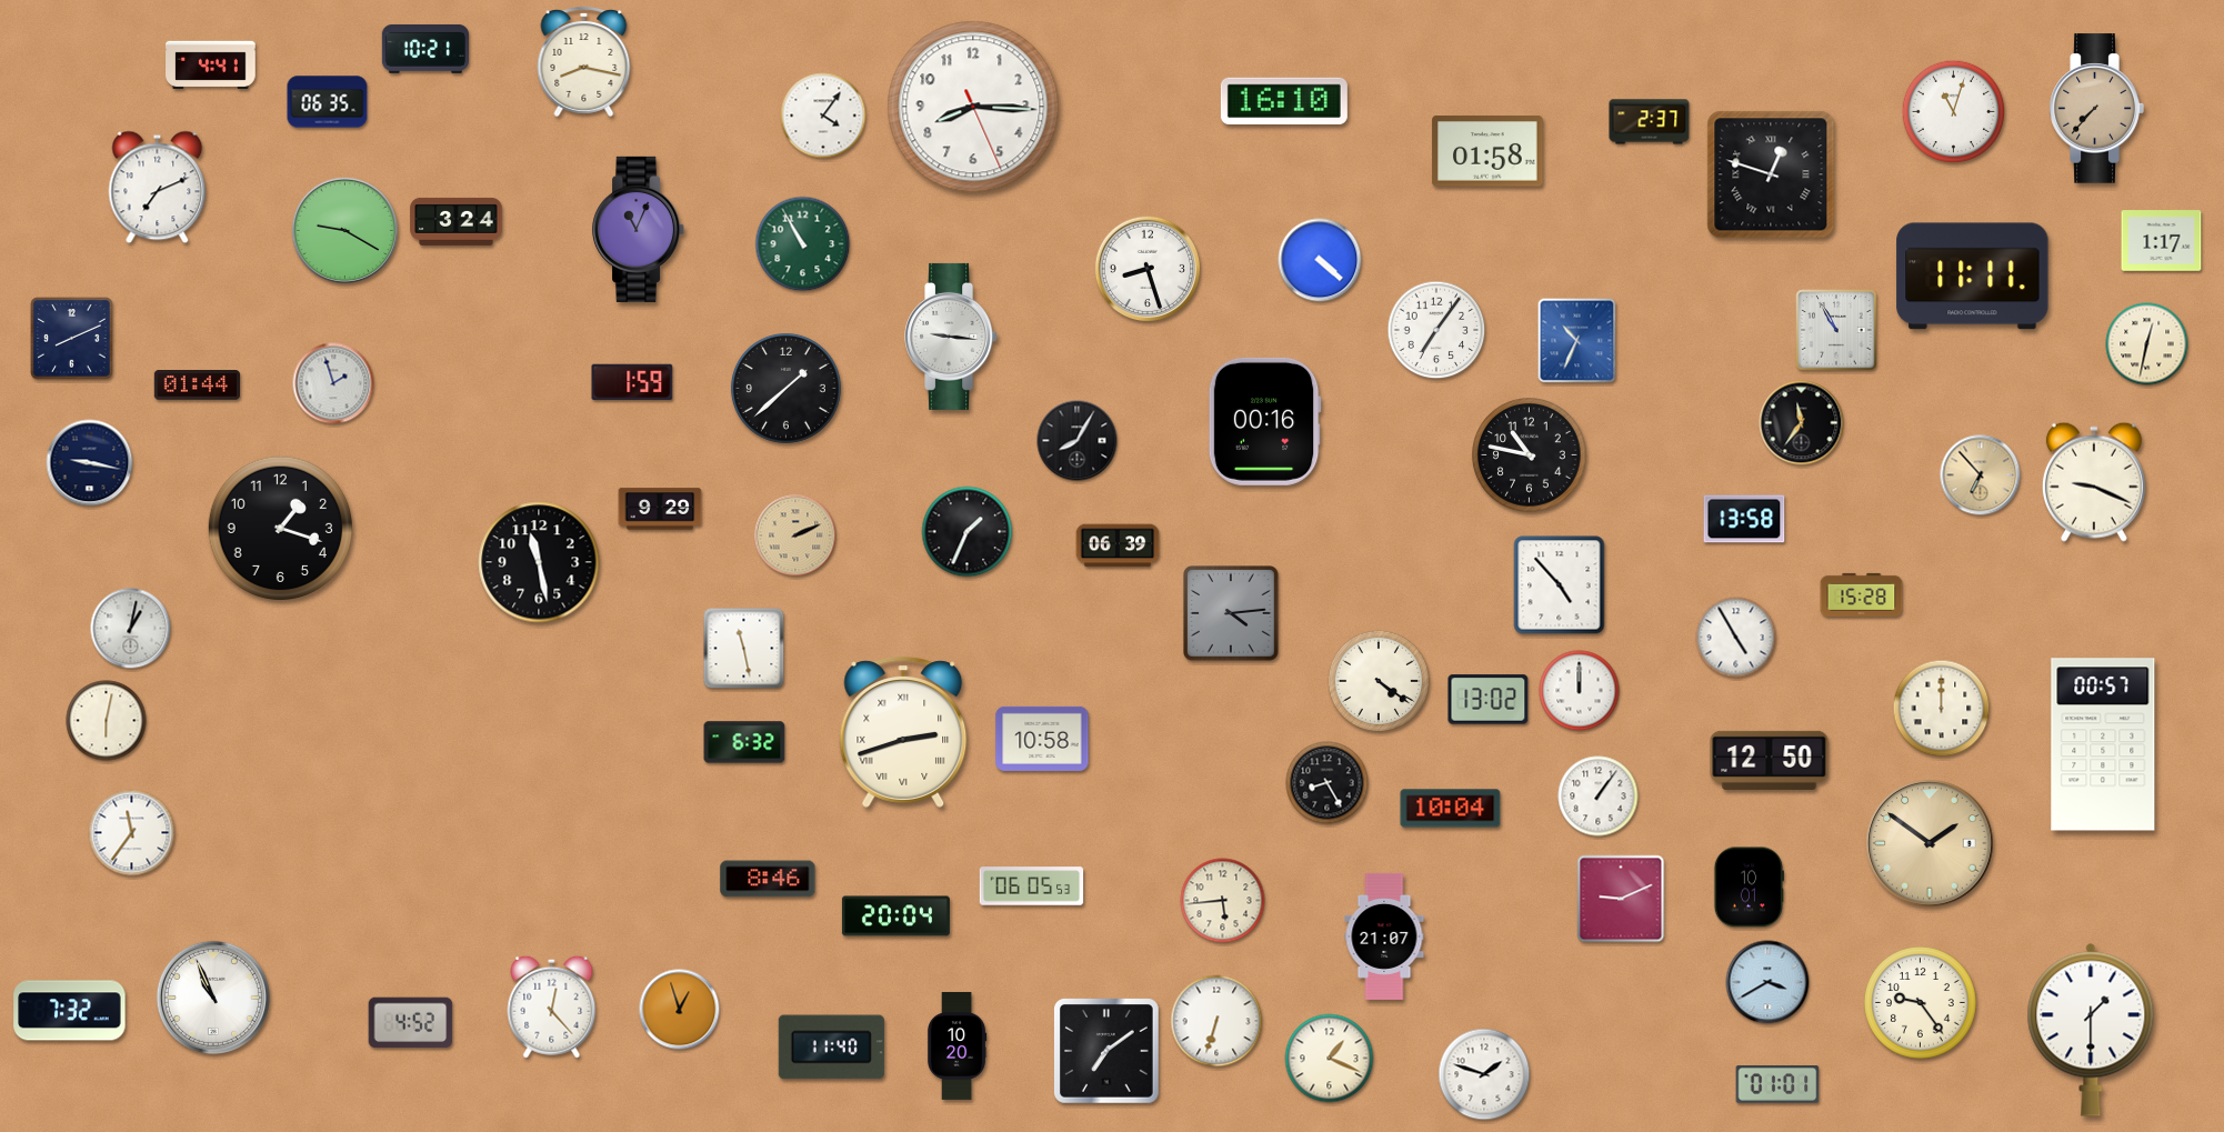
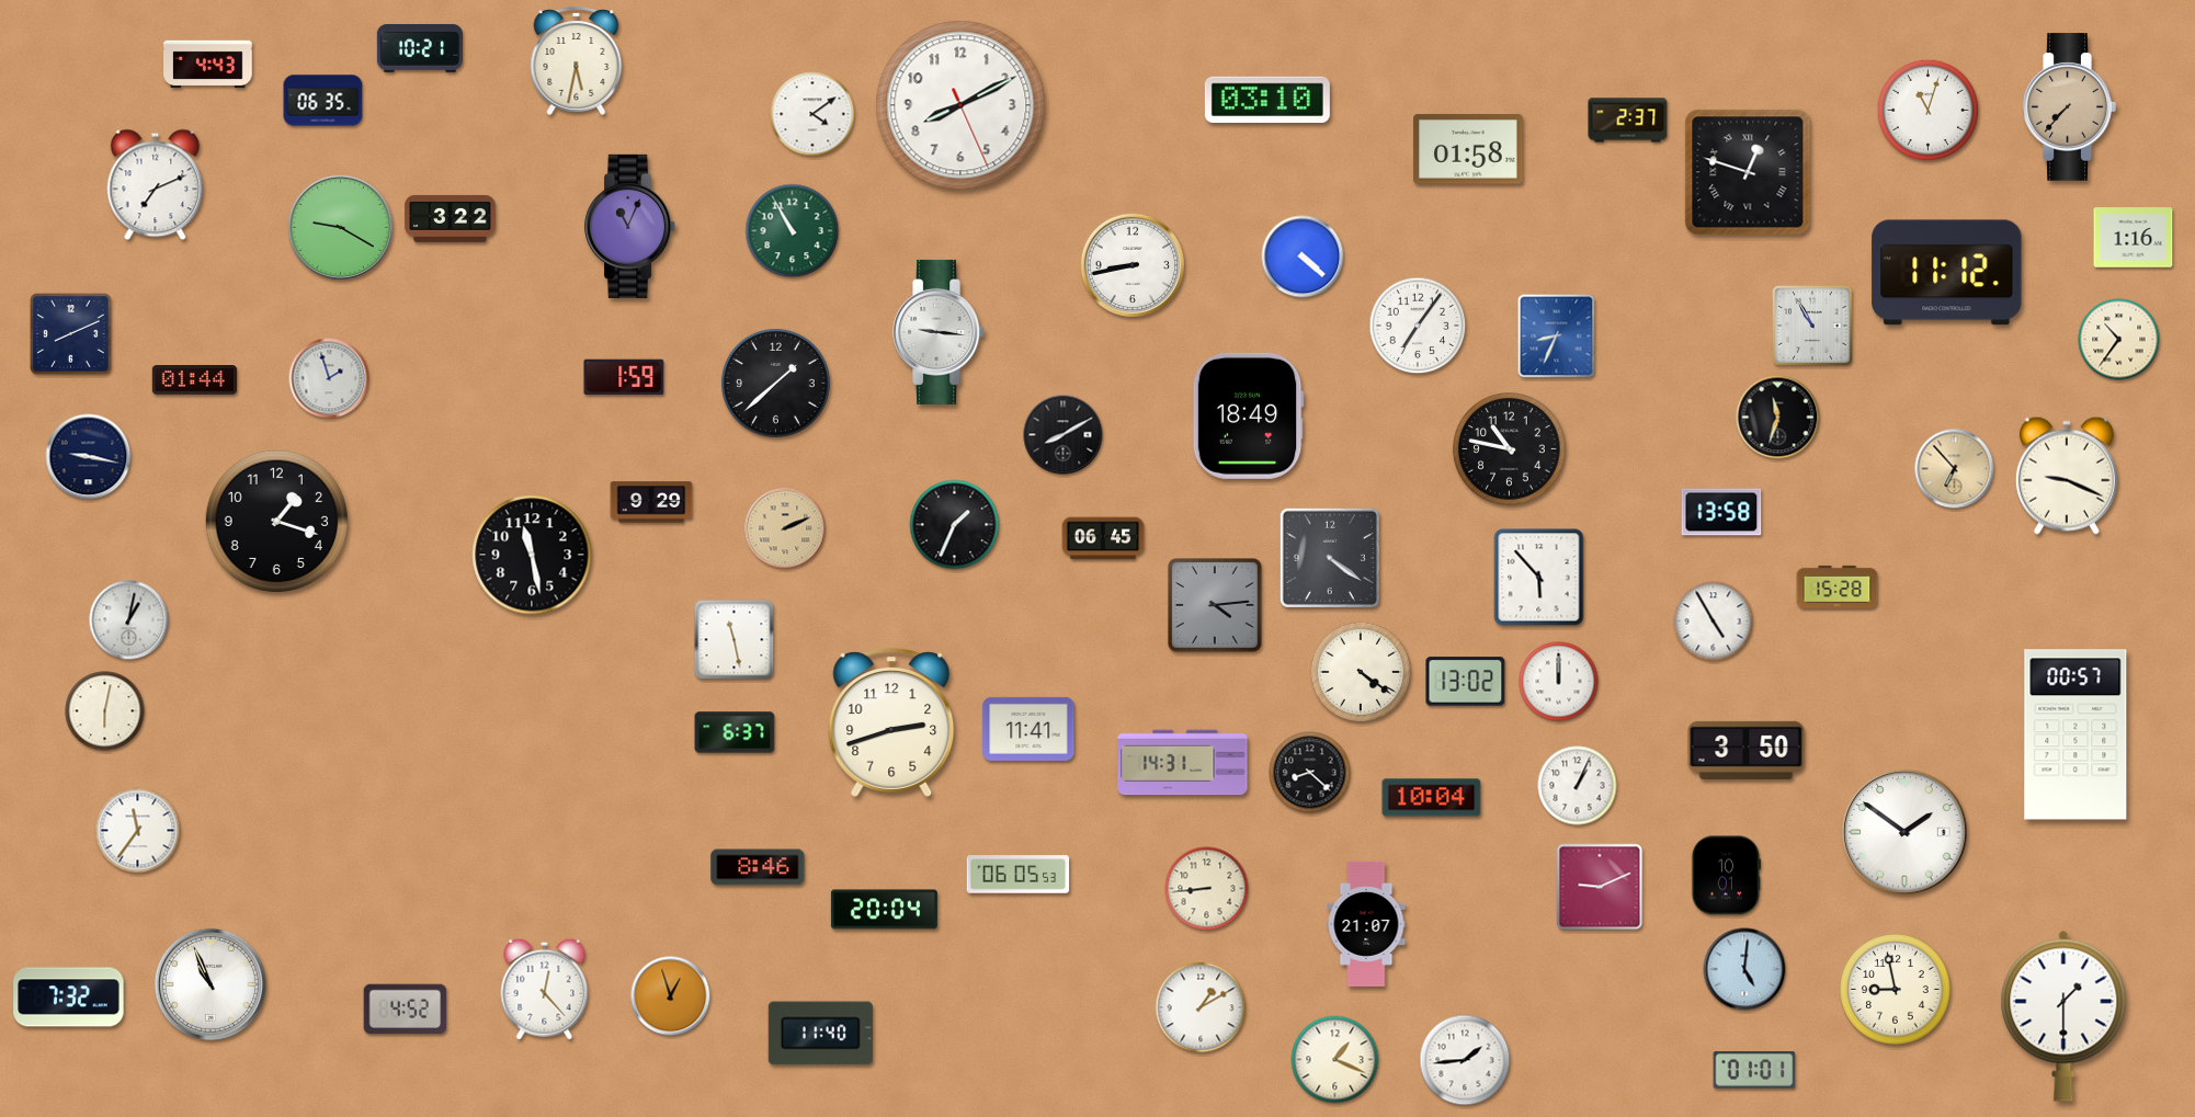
clock at (584, 61): 8:17 -> 5:32
clock at (211, 64): 4:41 -> 4:43
clock at (1284, 100): 16:10 -> 03:10
clock at (973, 107): 8:15 -> 8:10
clock at (823, 116): 4:06 -> 4:09
clock at (457, 221): 3:24 -> 3:22
clock at (2162, 241): 1:17 -> 1:16
clock at (803, 244) position: (803, 244) -> (793, 231)
clock at (1146, 268): 8:27 -> 8:43
clock at (1973, 277): 11:11 -> 11:12
clock at (1577, 341): 10:34 -> 8:34
clock at (2147, 344): 12:32 -> 10:36
clock at (1264, 421): 00:16 -> 18:49
clock at (1802, 423): 11:36 -> 11:33
clock at (1078, 441): 8:05 -> 8:10
clock at (1118, 545): 06:39 -> 06:45
clock at (1330, 558): none -> 4:21
clock at (1560, 585): 4:53 -> 5:53
clock at (1736, 638) position: (1736, 638) -> (1714, 622)
clock at (1489, 700) position: (1489, 700) -> (1466, 682)
clock at (1942, 709): 12:00 -> none
clock at (903, 732) numerals: Roman -> Arabic
clock at (1042, 739): 10:58 -> 11:41
clock at (744, 742): 6:32 -> 6:37
clock at (1770, 760): 12:50 -> 3:50
clock at (1183, 763): none -> 14:31
clock at (1328, 783): 8:25 -> 8:22
clock at (1599, 797): 1:06 -> 1:04
clock at (132, 833) position: (132, 833) -> (138, 831)
clock at (1930, 843) dial: champagne -> white
clock at (1223, 901): 5:44 -> 8:44
clock at (895, 916) position: (895, 916) -> (884, 910)
clock at (1767, 982): 3:40 -> 5:01
clock at (1921, 1003): 9:24 -> 8:58
clock at (552, 1006) position: (552, 1006) -> (545, 989)
clock at (1216, 1021): 6:33 -> 1:10
clock at (956, 1045): 10:20 -> none
clock at (1108, 1052): 7:09 -> none
clock at (1330, 1059) position: (1330, 1059) -> (1335, 1060)
clock at (1484, 1074): 1:48 -> 1:44
